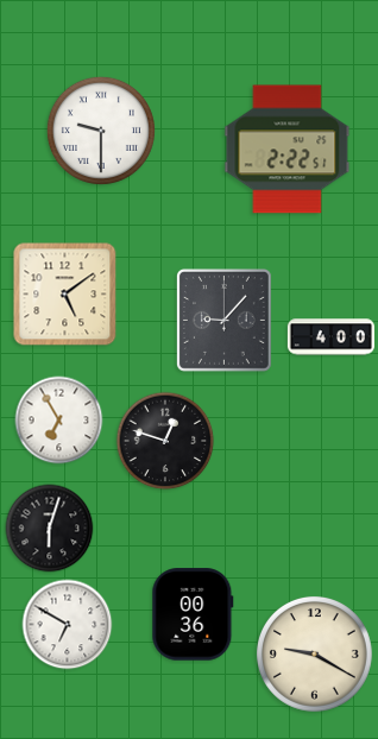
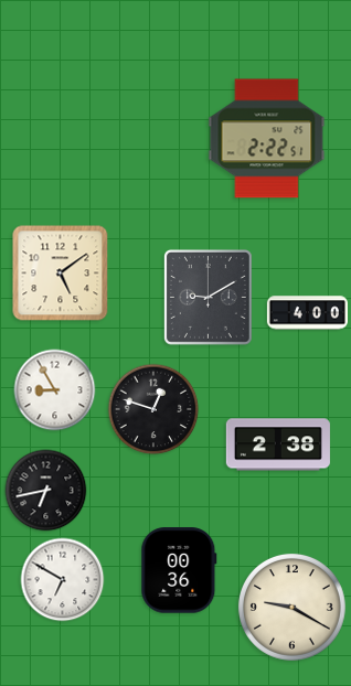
clock at (101, 131): 9:30 -> none
clock at (223, 320): 9:07 -> 9:10
clock at (59, 421): 6:55 -> 8:55
clock at (278, 444): none -> 2:38
clock at (50, 529): 6:03 -> 6:43
